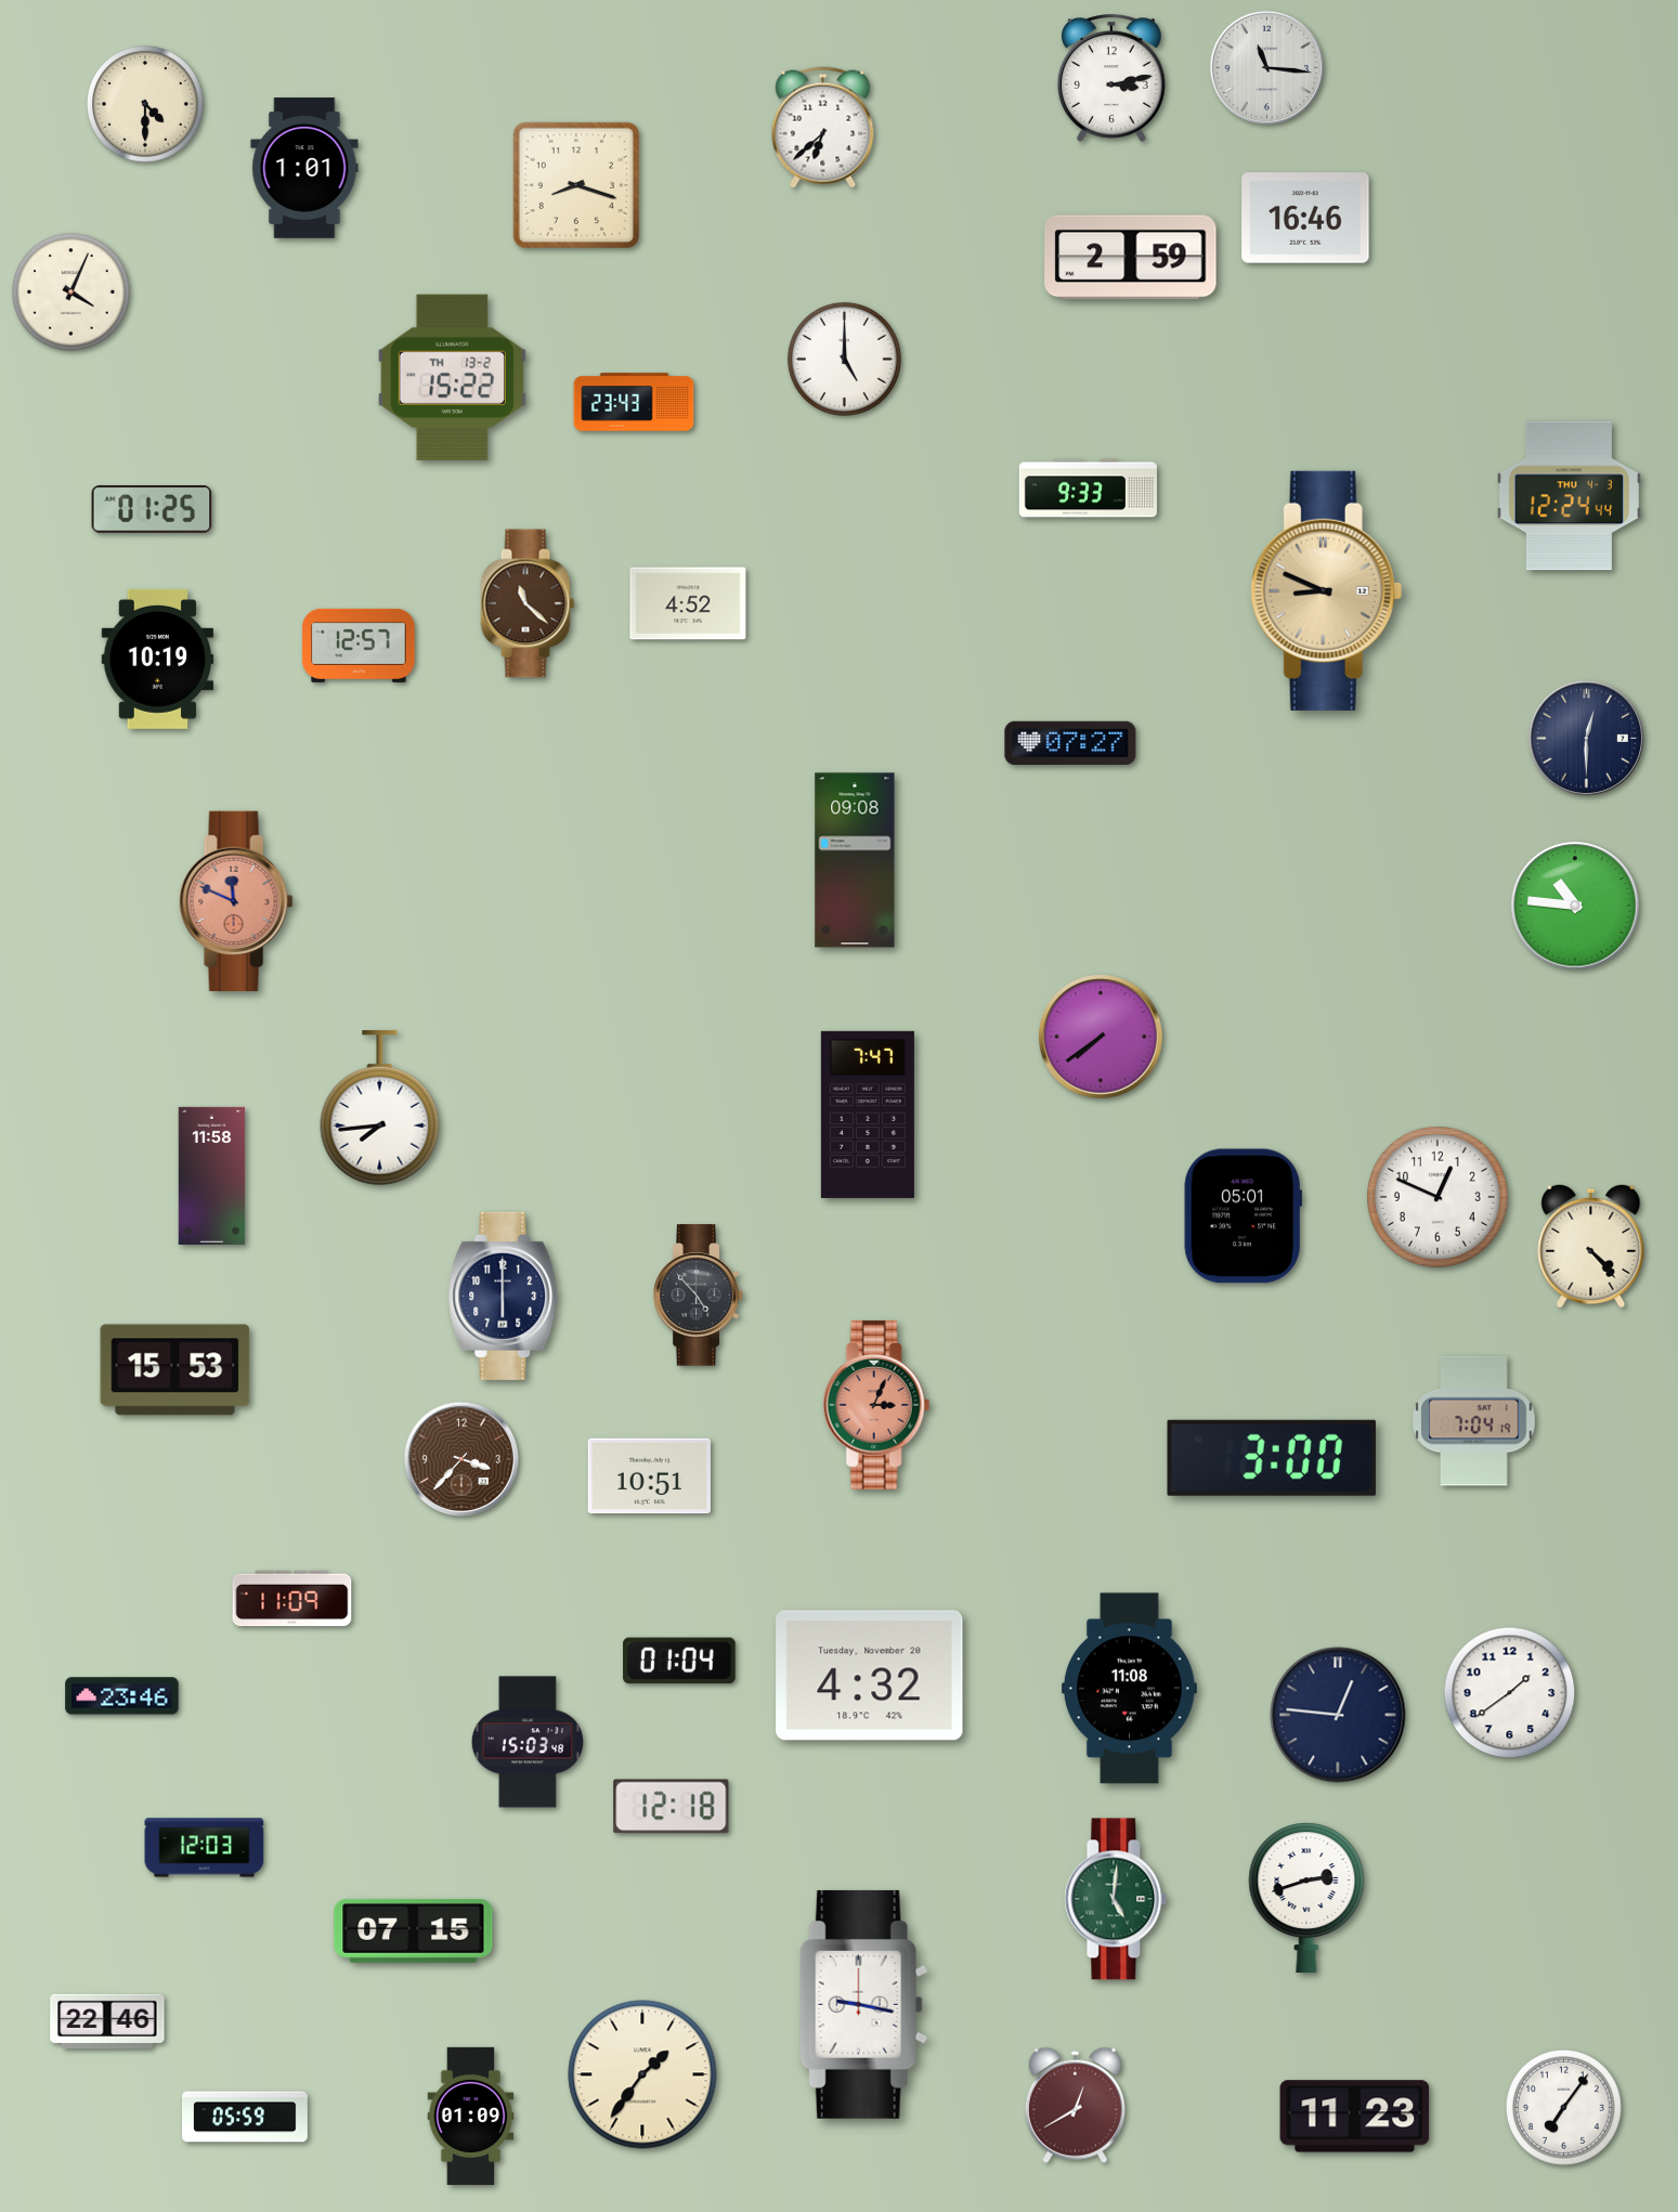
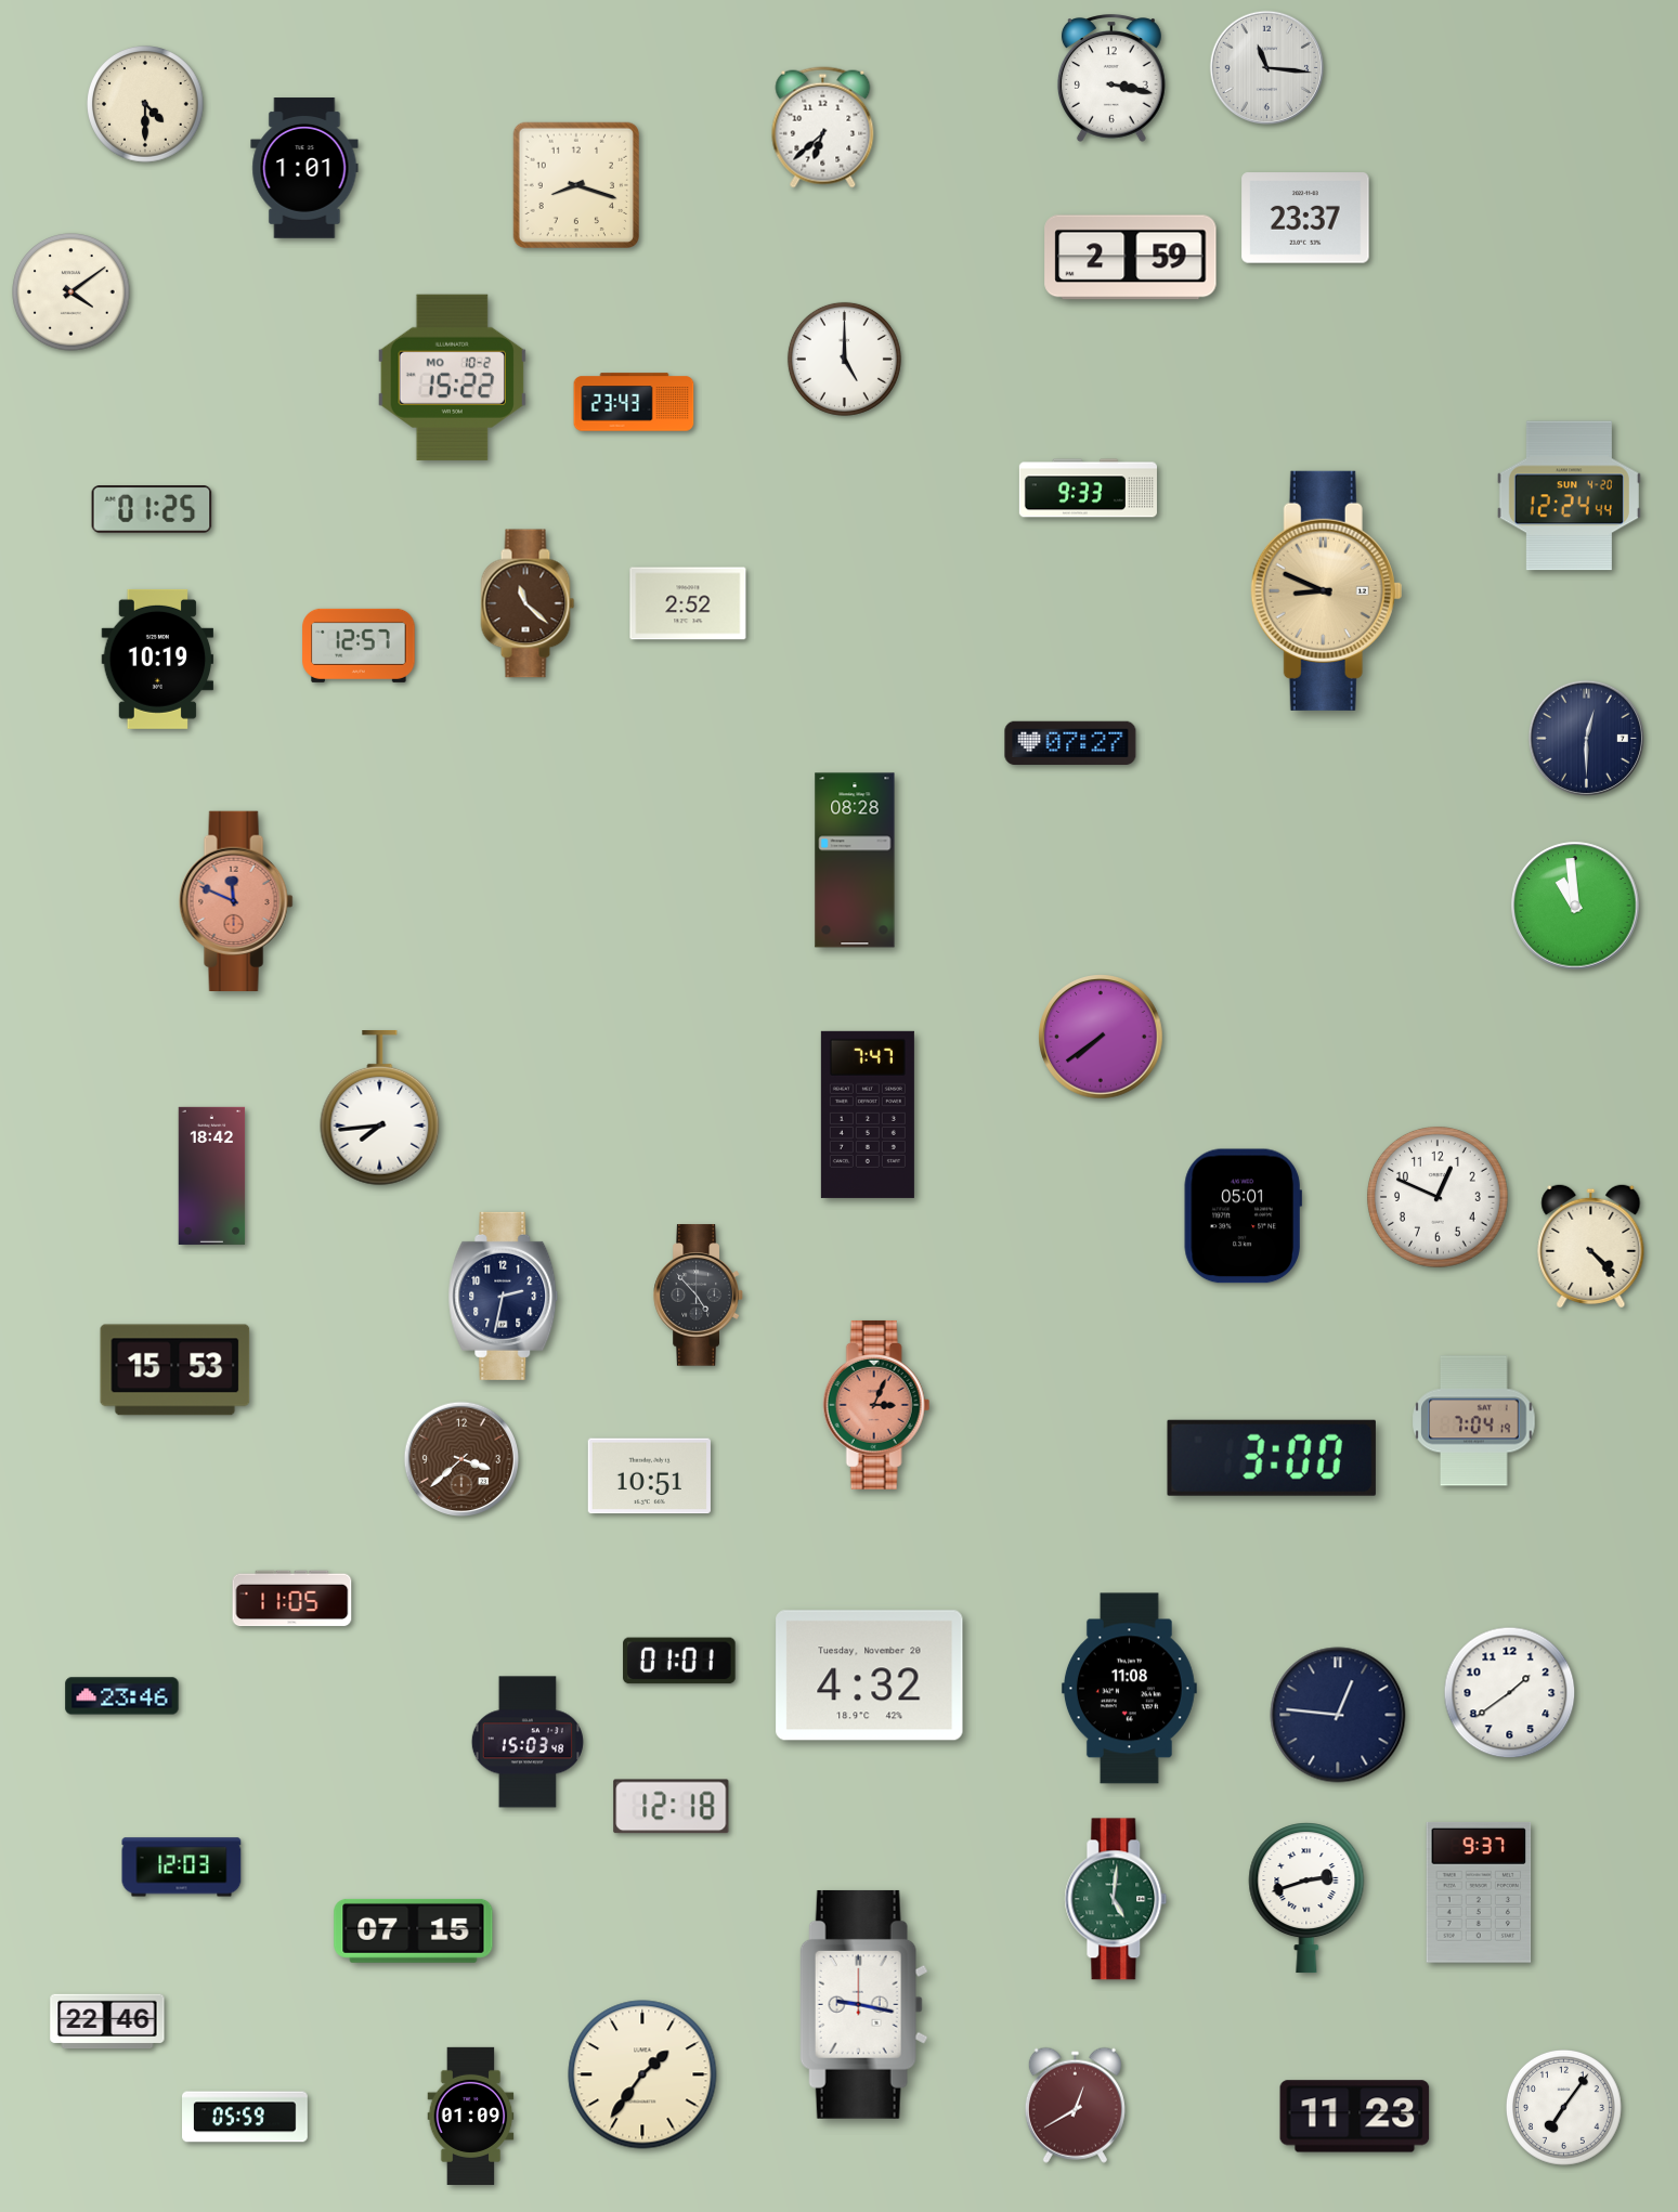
clock at (1111, 78): 3:13 -> 3:17
clock at (1305, 218): 16:46 -> 23:37
clock at (71, 292): 4:04 -> 4:09
clock at (452, 377) date: TH 13-2 -> MO 10-2
clock at (1569, 496) date: THU 4-3 -> SUN 4-20
clock at (688, 603): 4:52 -> 2:52
clock at (855, 860): 09:08 -> 08:28
clock at (1575, 906): 10:46 -> 10:59
clock at (212, 1175): 11:58 -> 18:42
clock at (504, 1296): 6:00 -> 2:32
clock at (461, 1459): 3:37 -> 3:38
clock at (292, 1599): 11:09 -> 11:05
clock at (679, 1661): 01:04 -> 01:01
clock at (205, 1848) position: (205, 1848) -> (182, 1868)
clock at (1479, 1892): none -> 9:37
